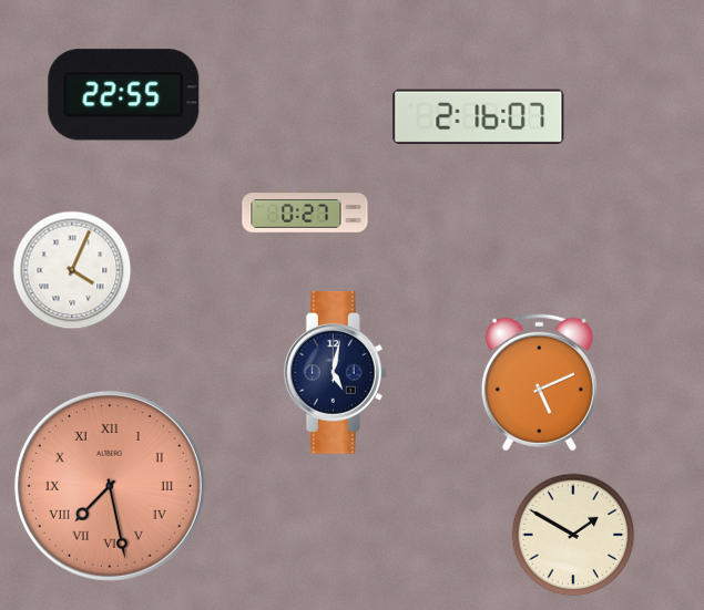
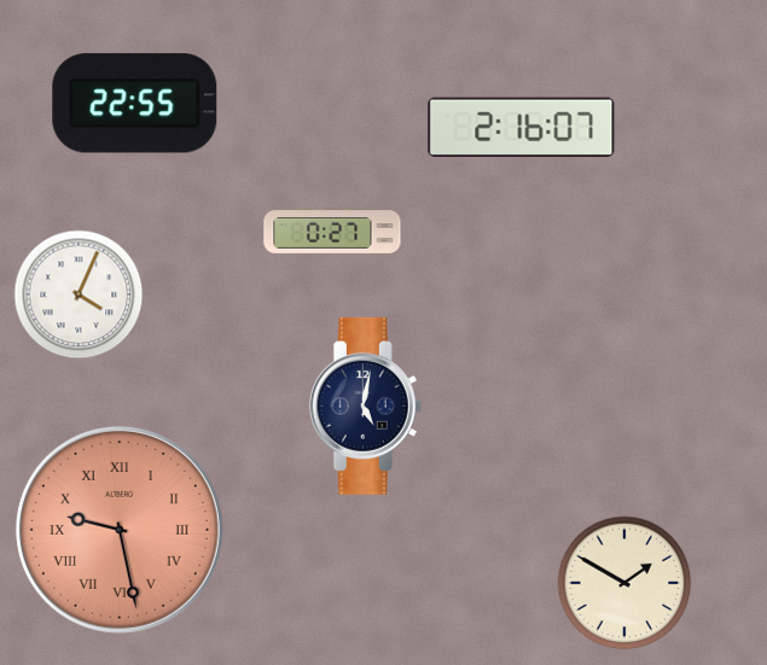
clock at (539, 382): 5:11 -> none
clock at (110, 486): 7:28 -> 9:28
